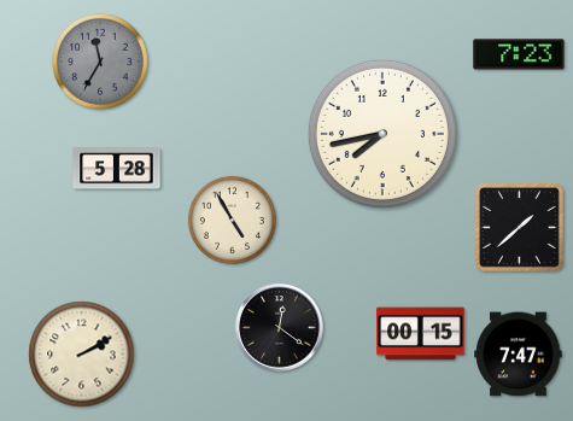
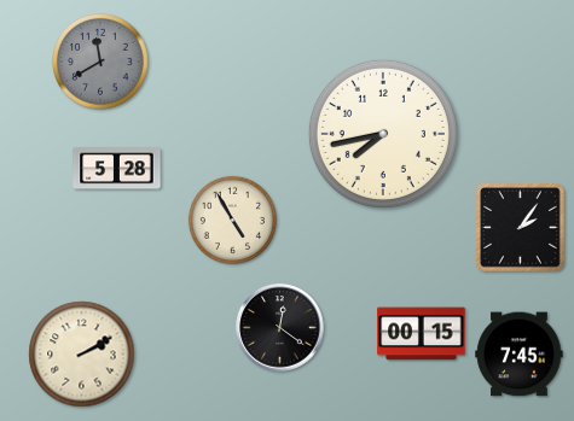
clock at (519, 54): 7:23 -> none
clock at (101, 63): 11:35 -> 11:40
clock at (520, 228): 1:38 -> 2:06
clock at (519, 355): 7:47 -> 7:45
